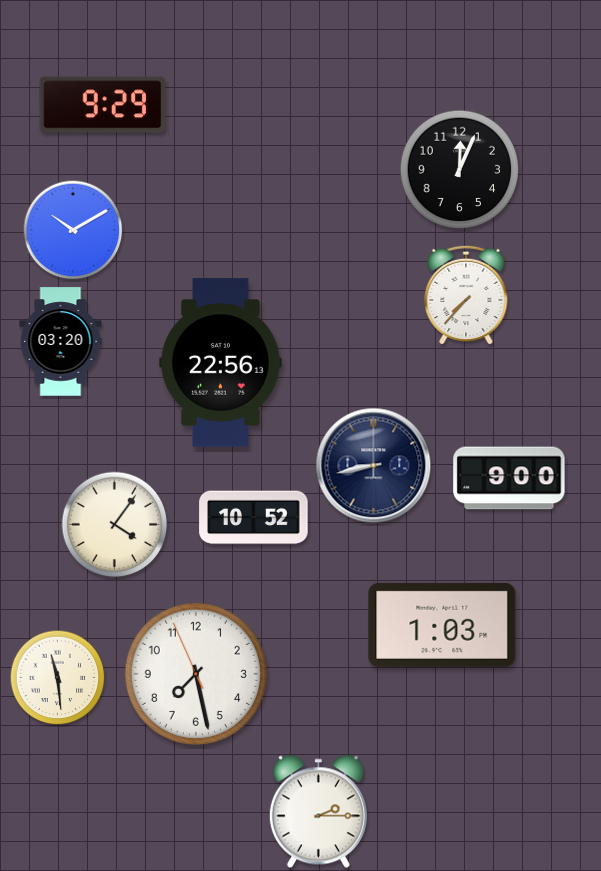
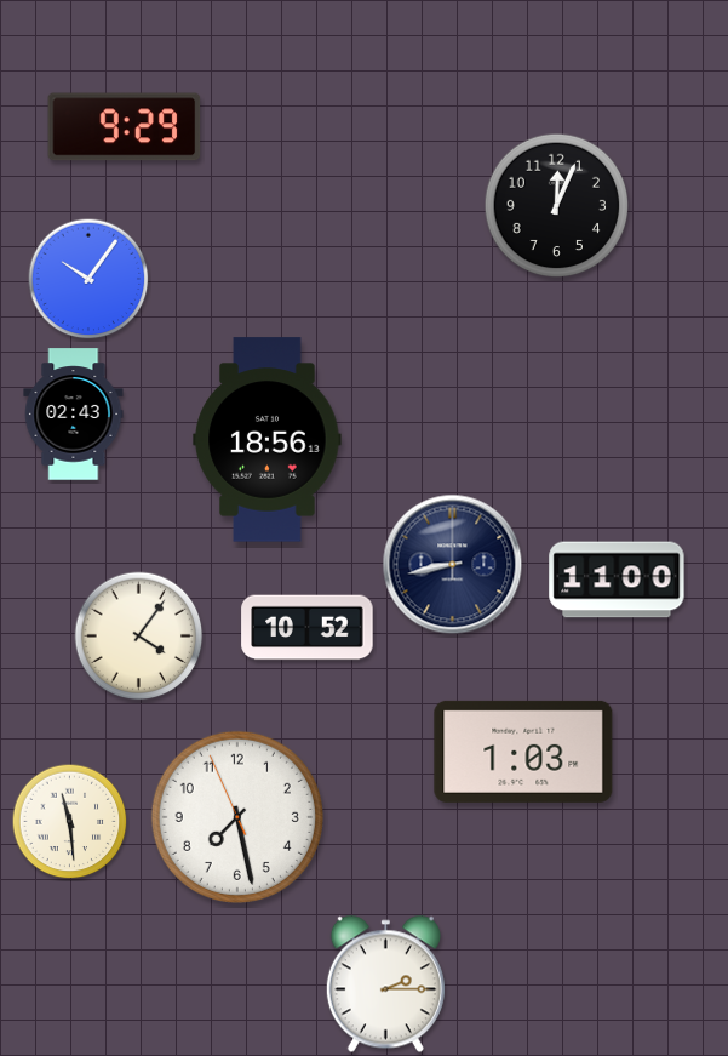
clock at (73, 230): 10:10 -> 10:06
clock at (466, 295): 7:37 -> none
clock at (61, 342): 03:20 -> 02:43
clock at (221, 363): 22:56 -> 18:56
clock at (509, 478): 9:00 -> 11:00
clock at (442, 625) position: (442, 625) -> (523, 752)
